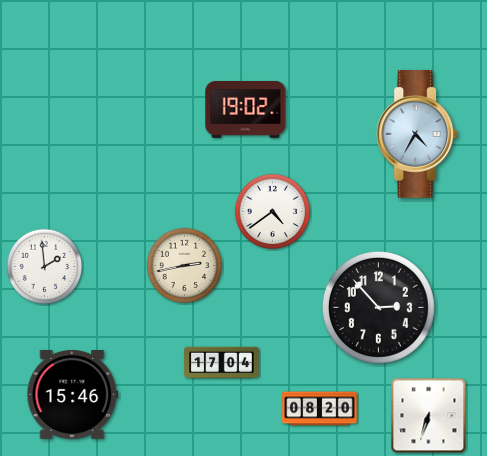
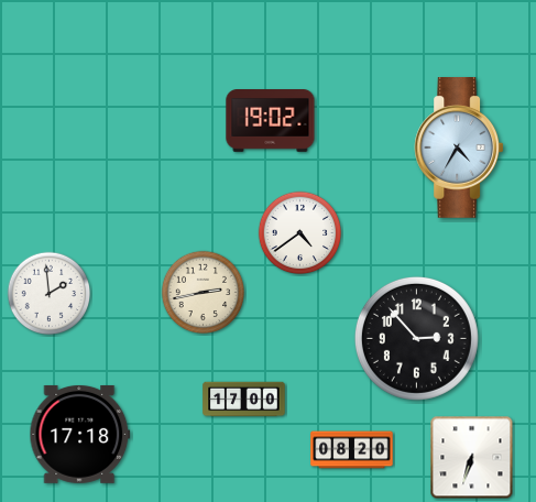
clock at (222, 363): 17:04 -> 17:00
clock at (73, 394): 15:46 -> 17:18
